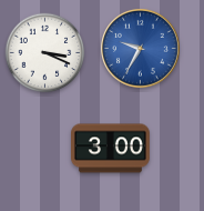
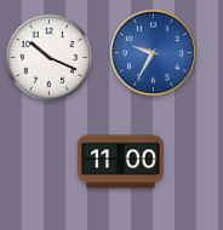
clock at (45, 53): 3:19 -> 10:19
clock at (111, 149): 3:00 -> 11:00
